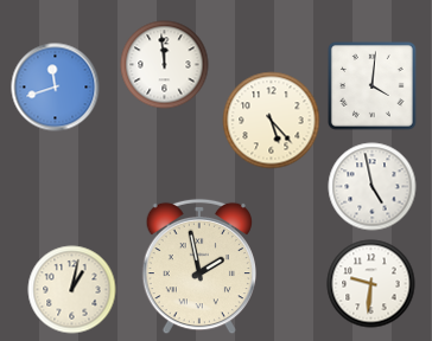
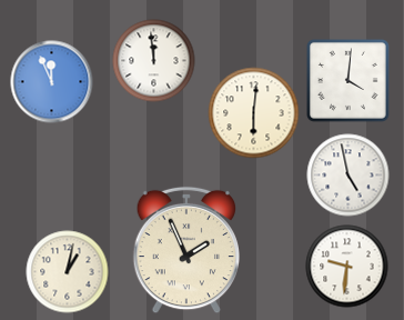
clock at (56, 88): 11:42 -> 11:56
clock at (272, 121): 5:23 -> 6:01
clock at (198, 266): 1:58 -> 1:56
